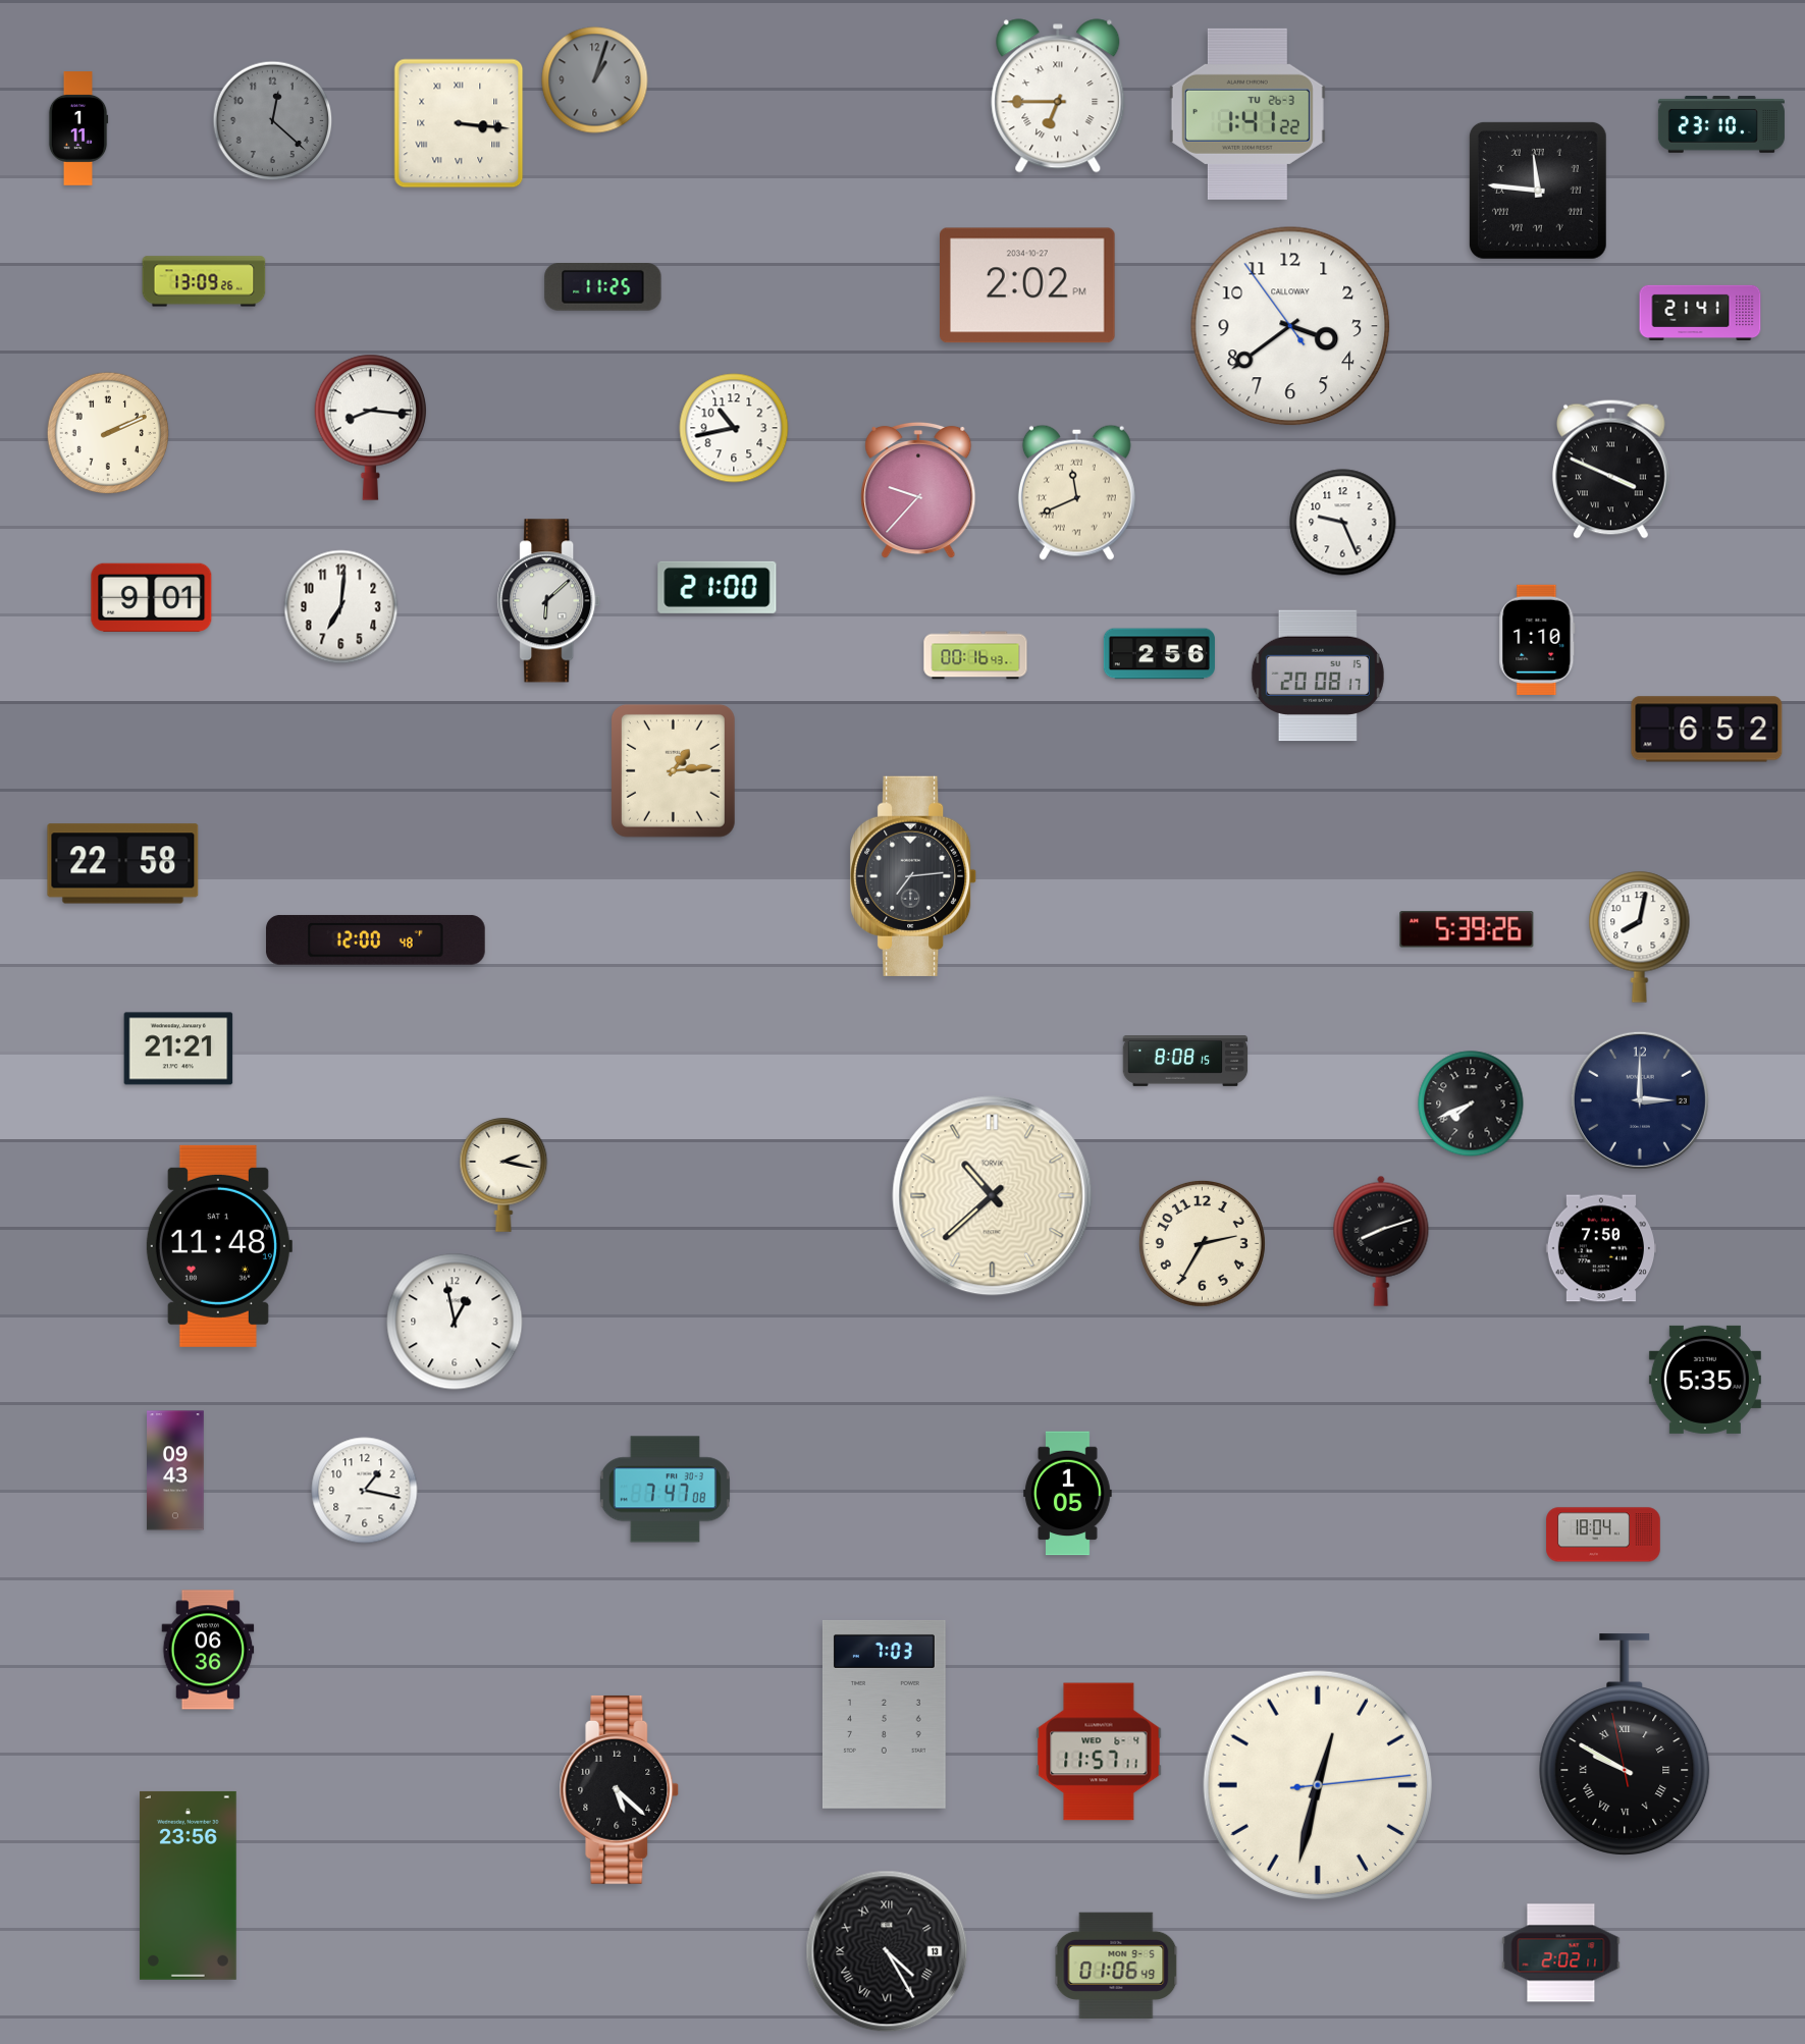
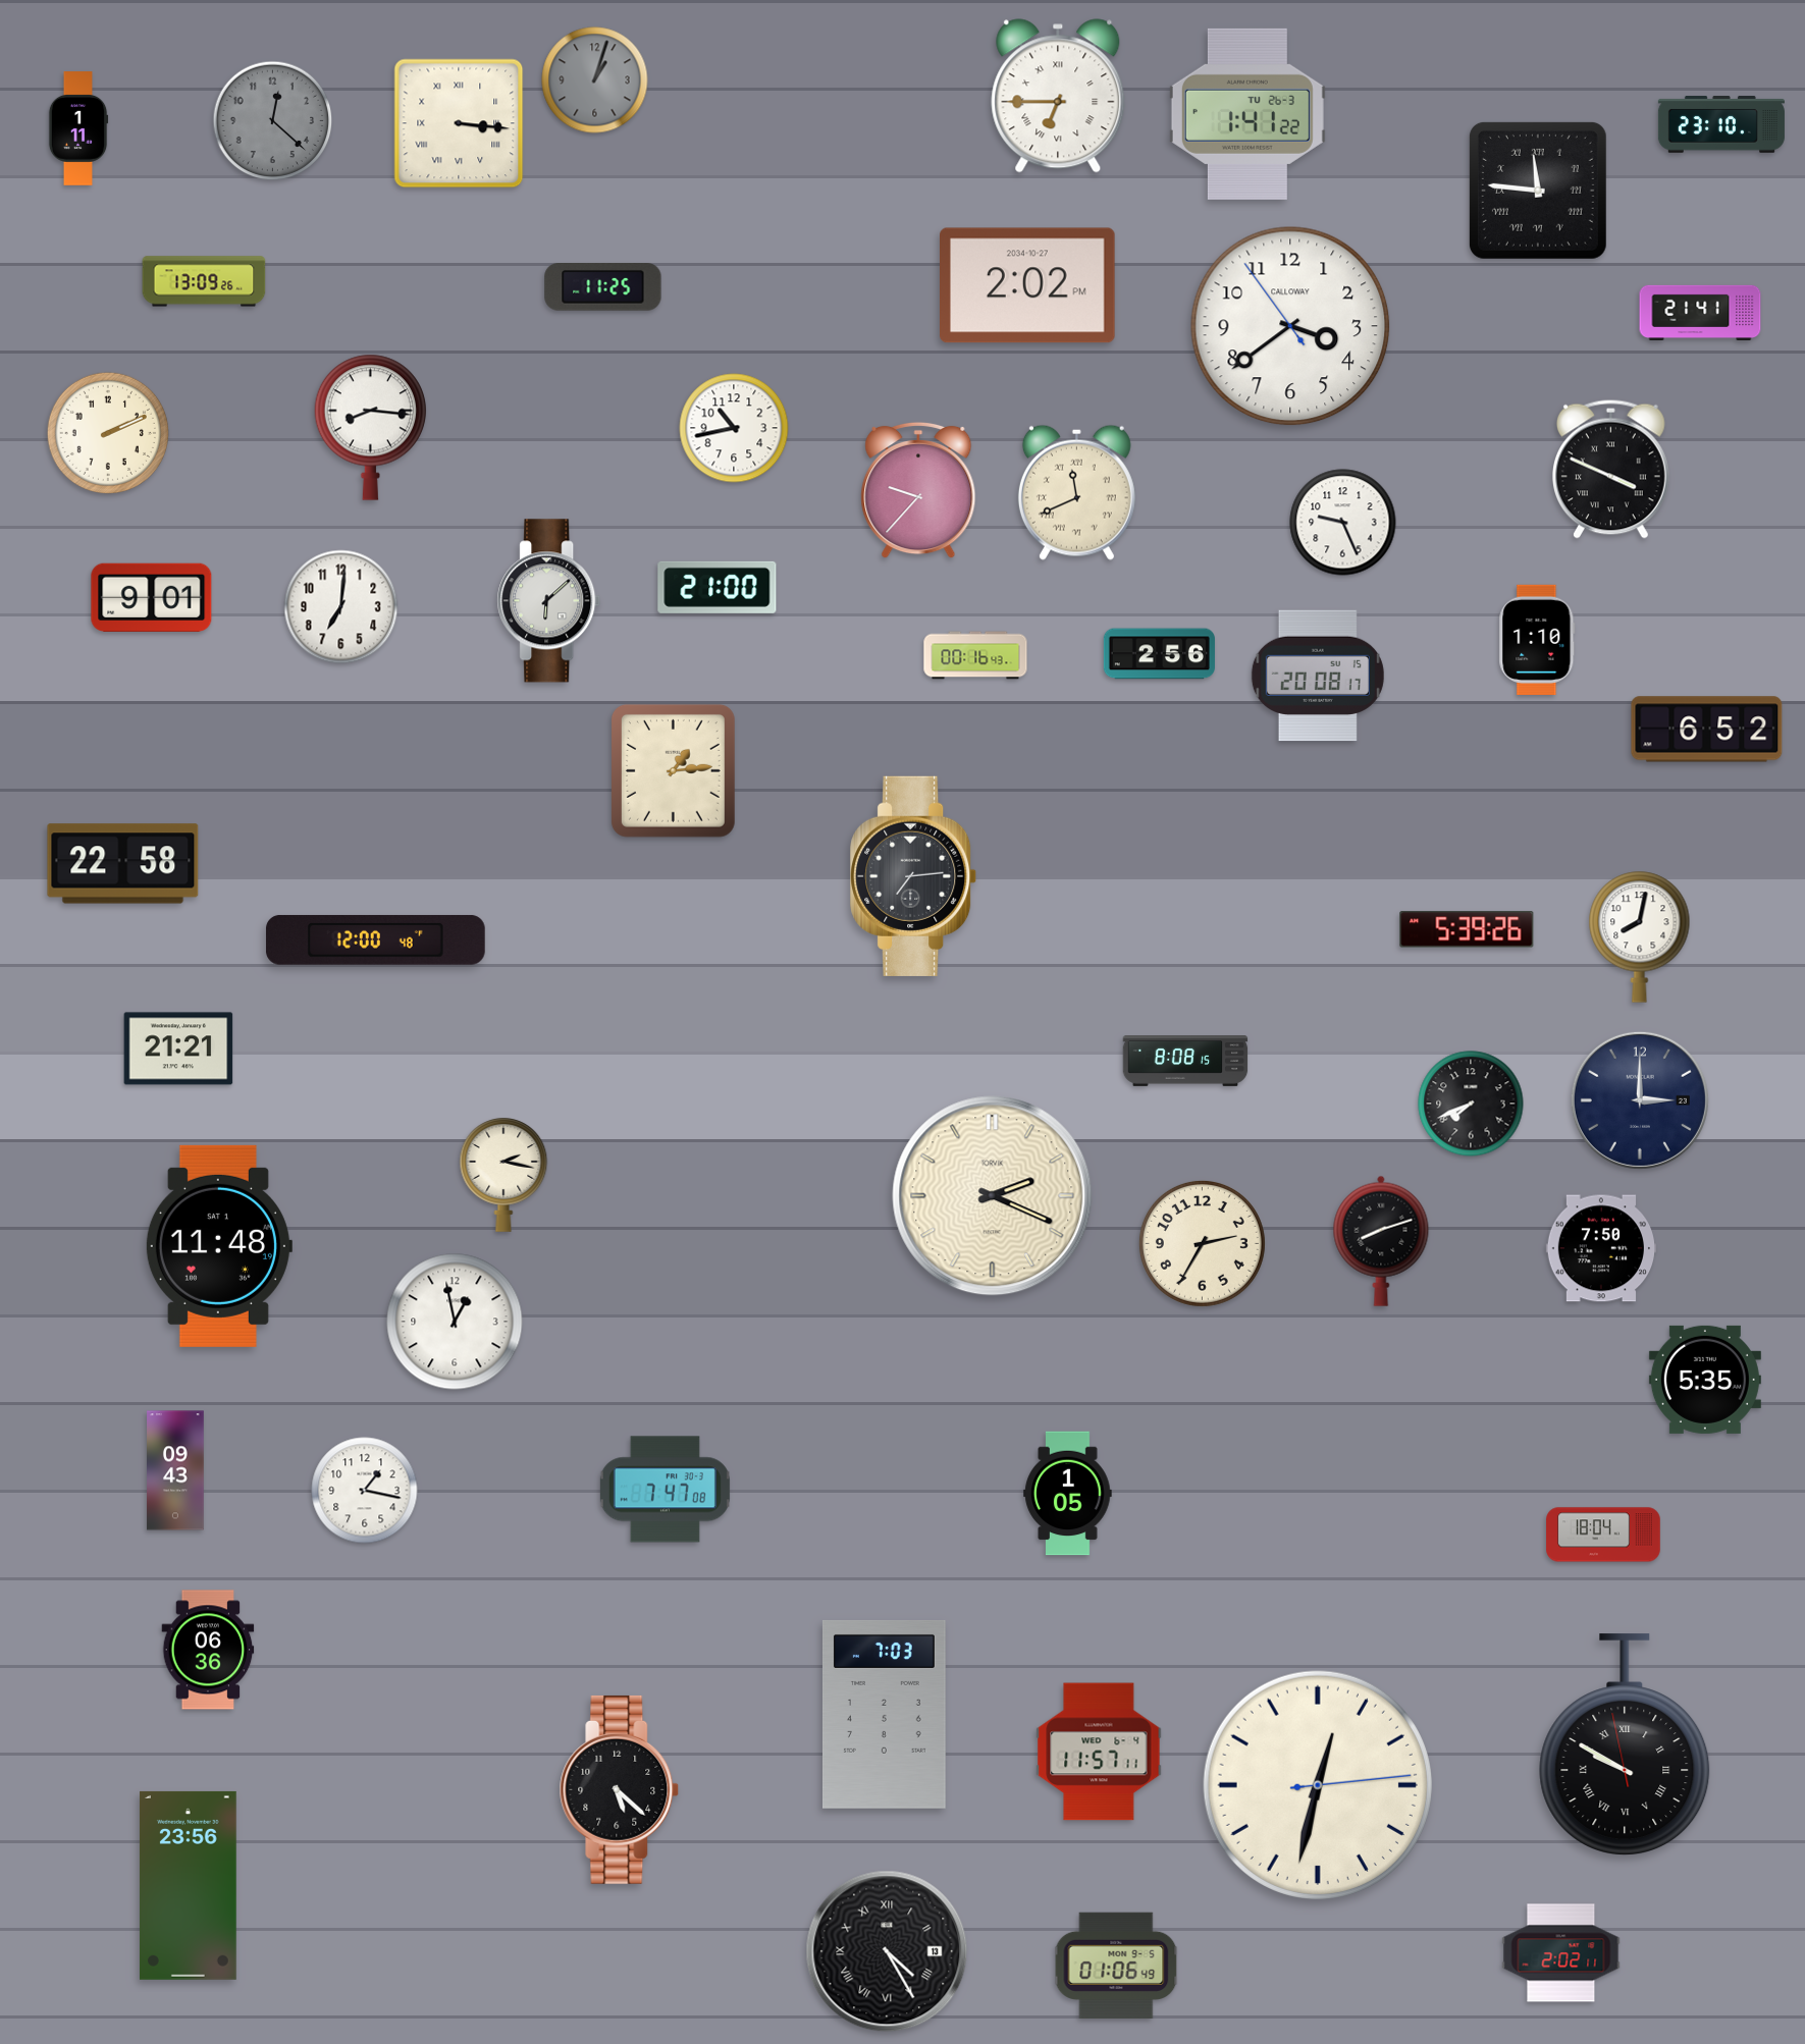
clock at (993, 1196): 10:38 -> 2:19
